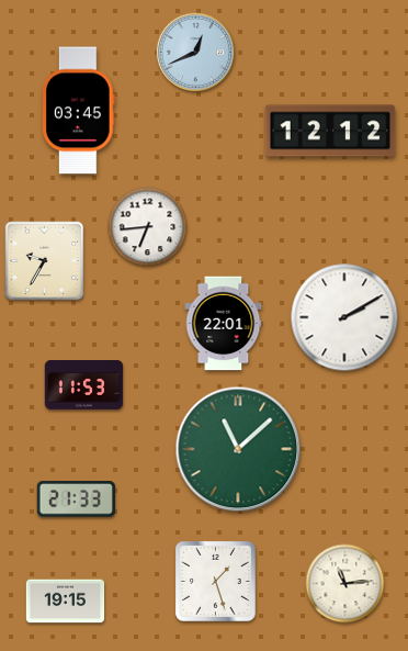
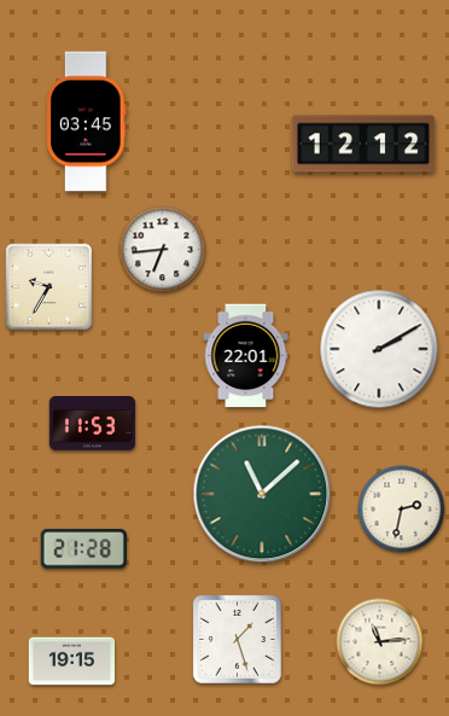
clock at (196, 53): 12:41 -> none
clock at (402, 510): none -> 2:32
clock at (76, 500): 21:33 -> 21:28
